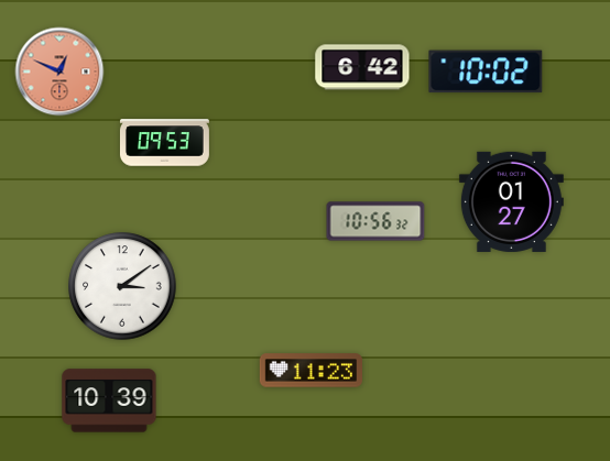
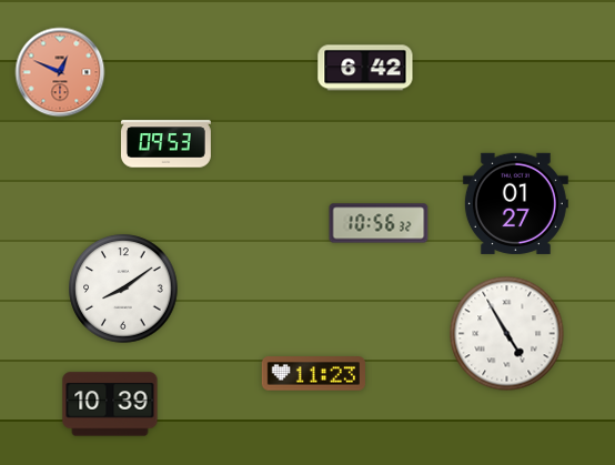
clock at (486, 72): 10:02 -> none
clock at (122, 286): 3:09 -> 8:09
clock at (507, 334): none -> 4:55
